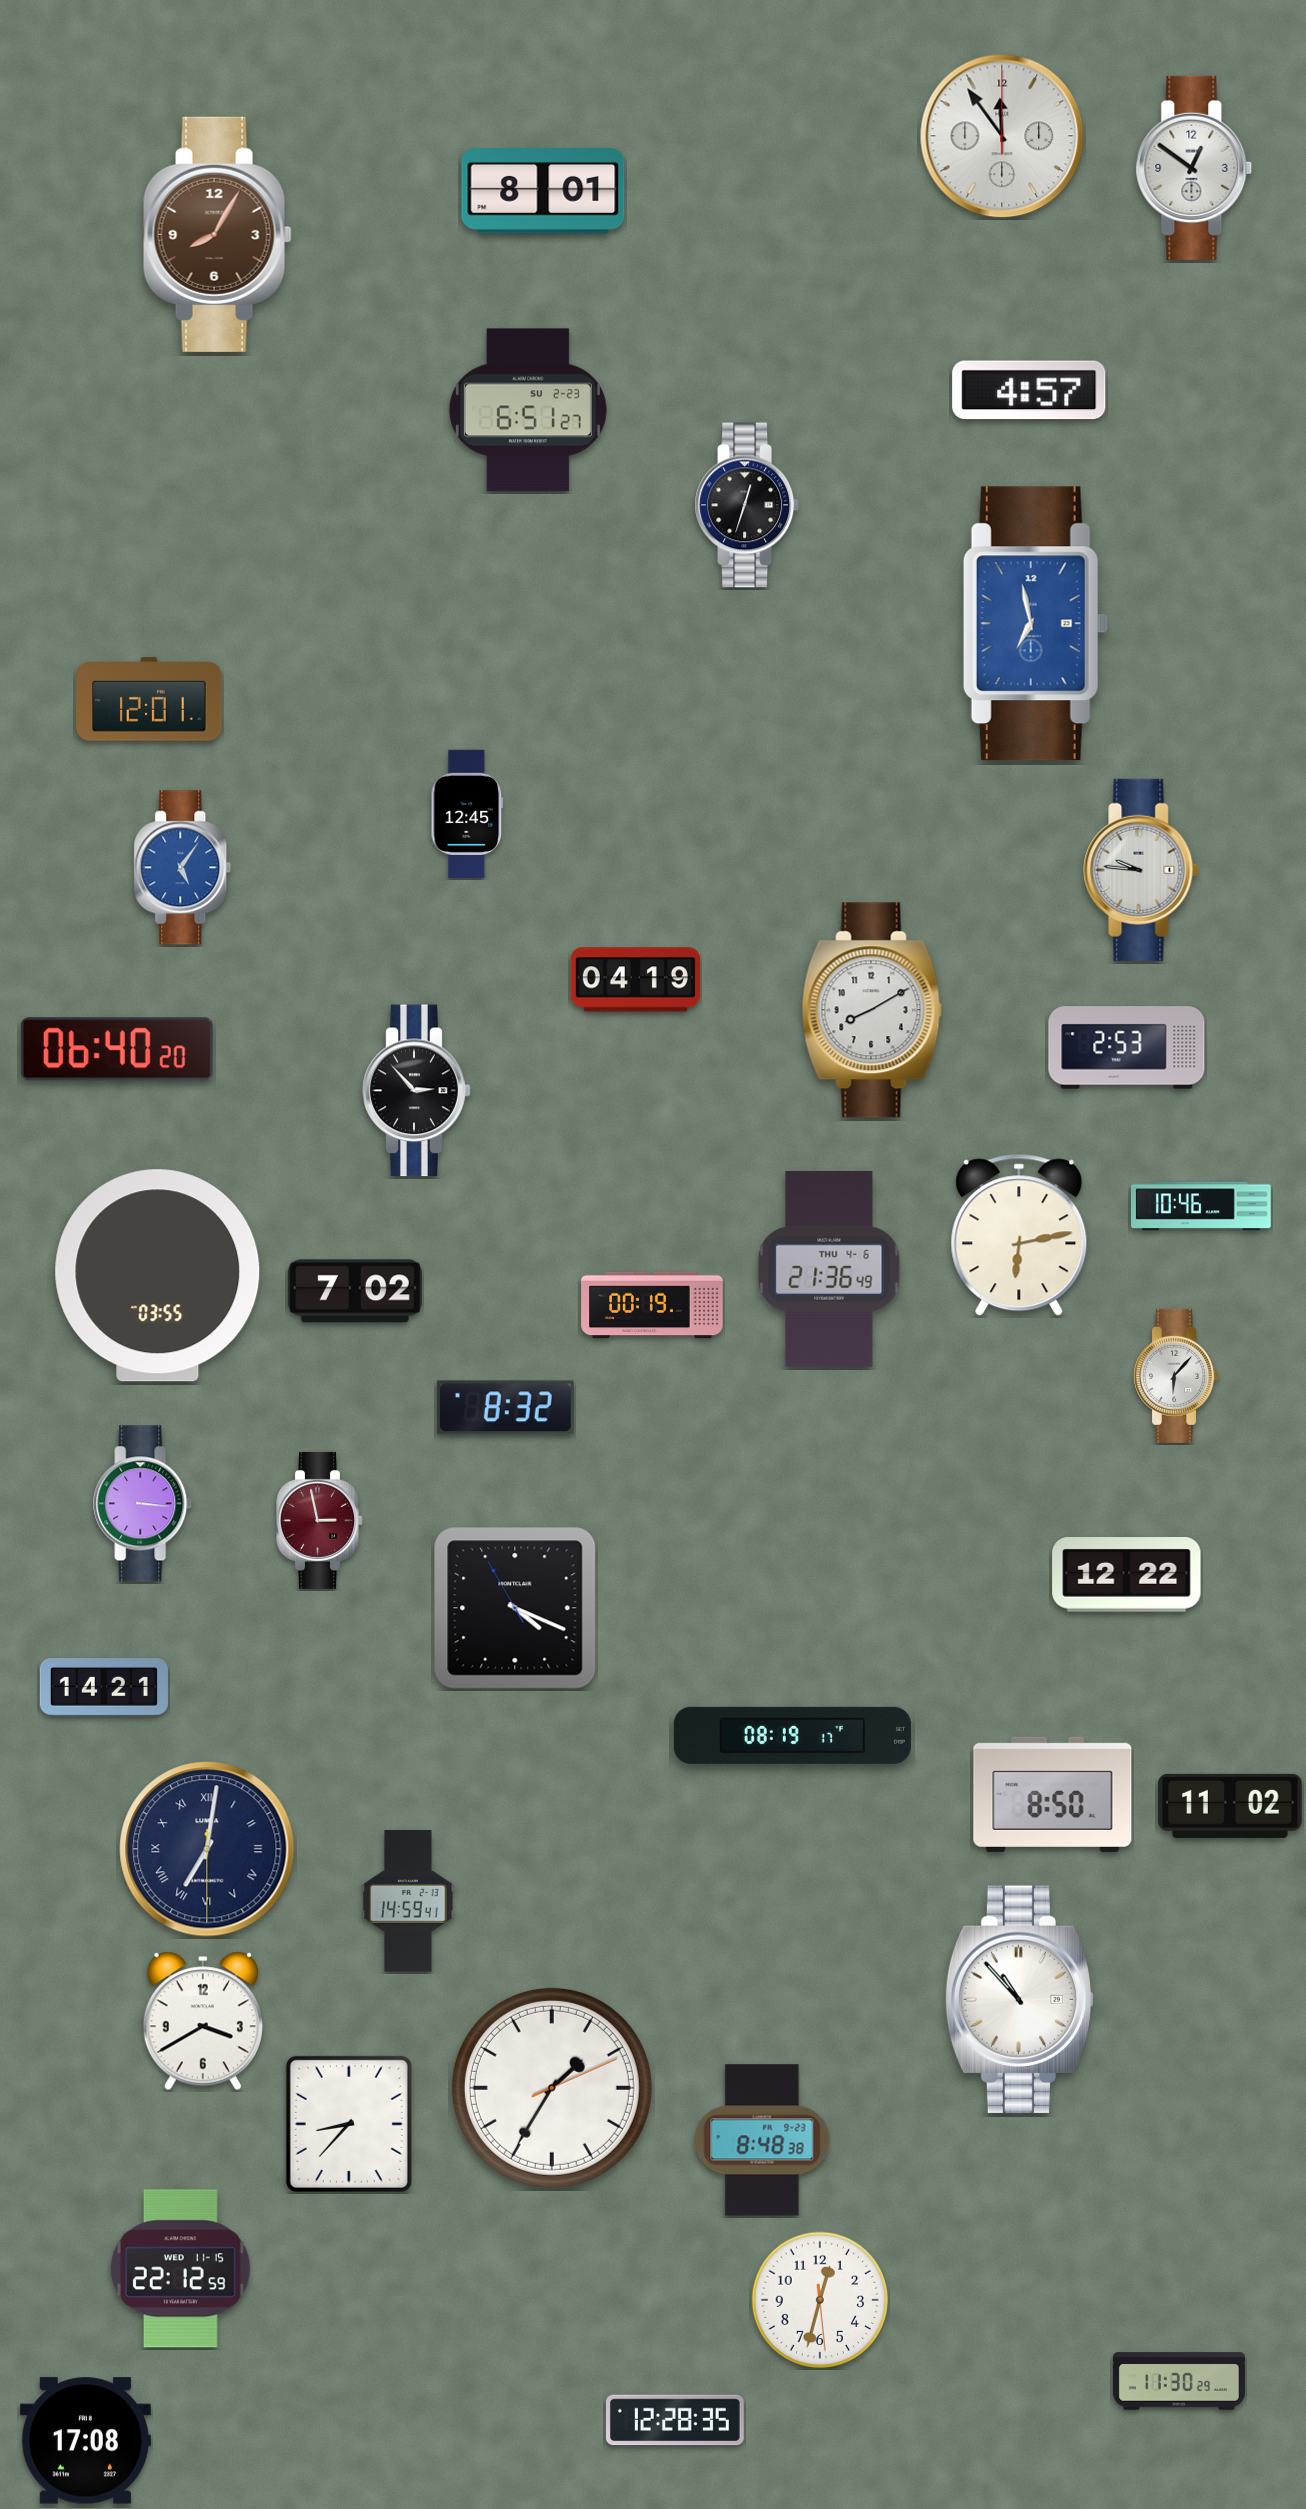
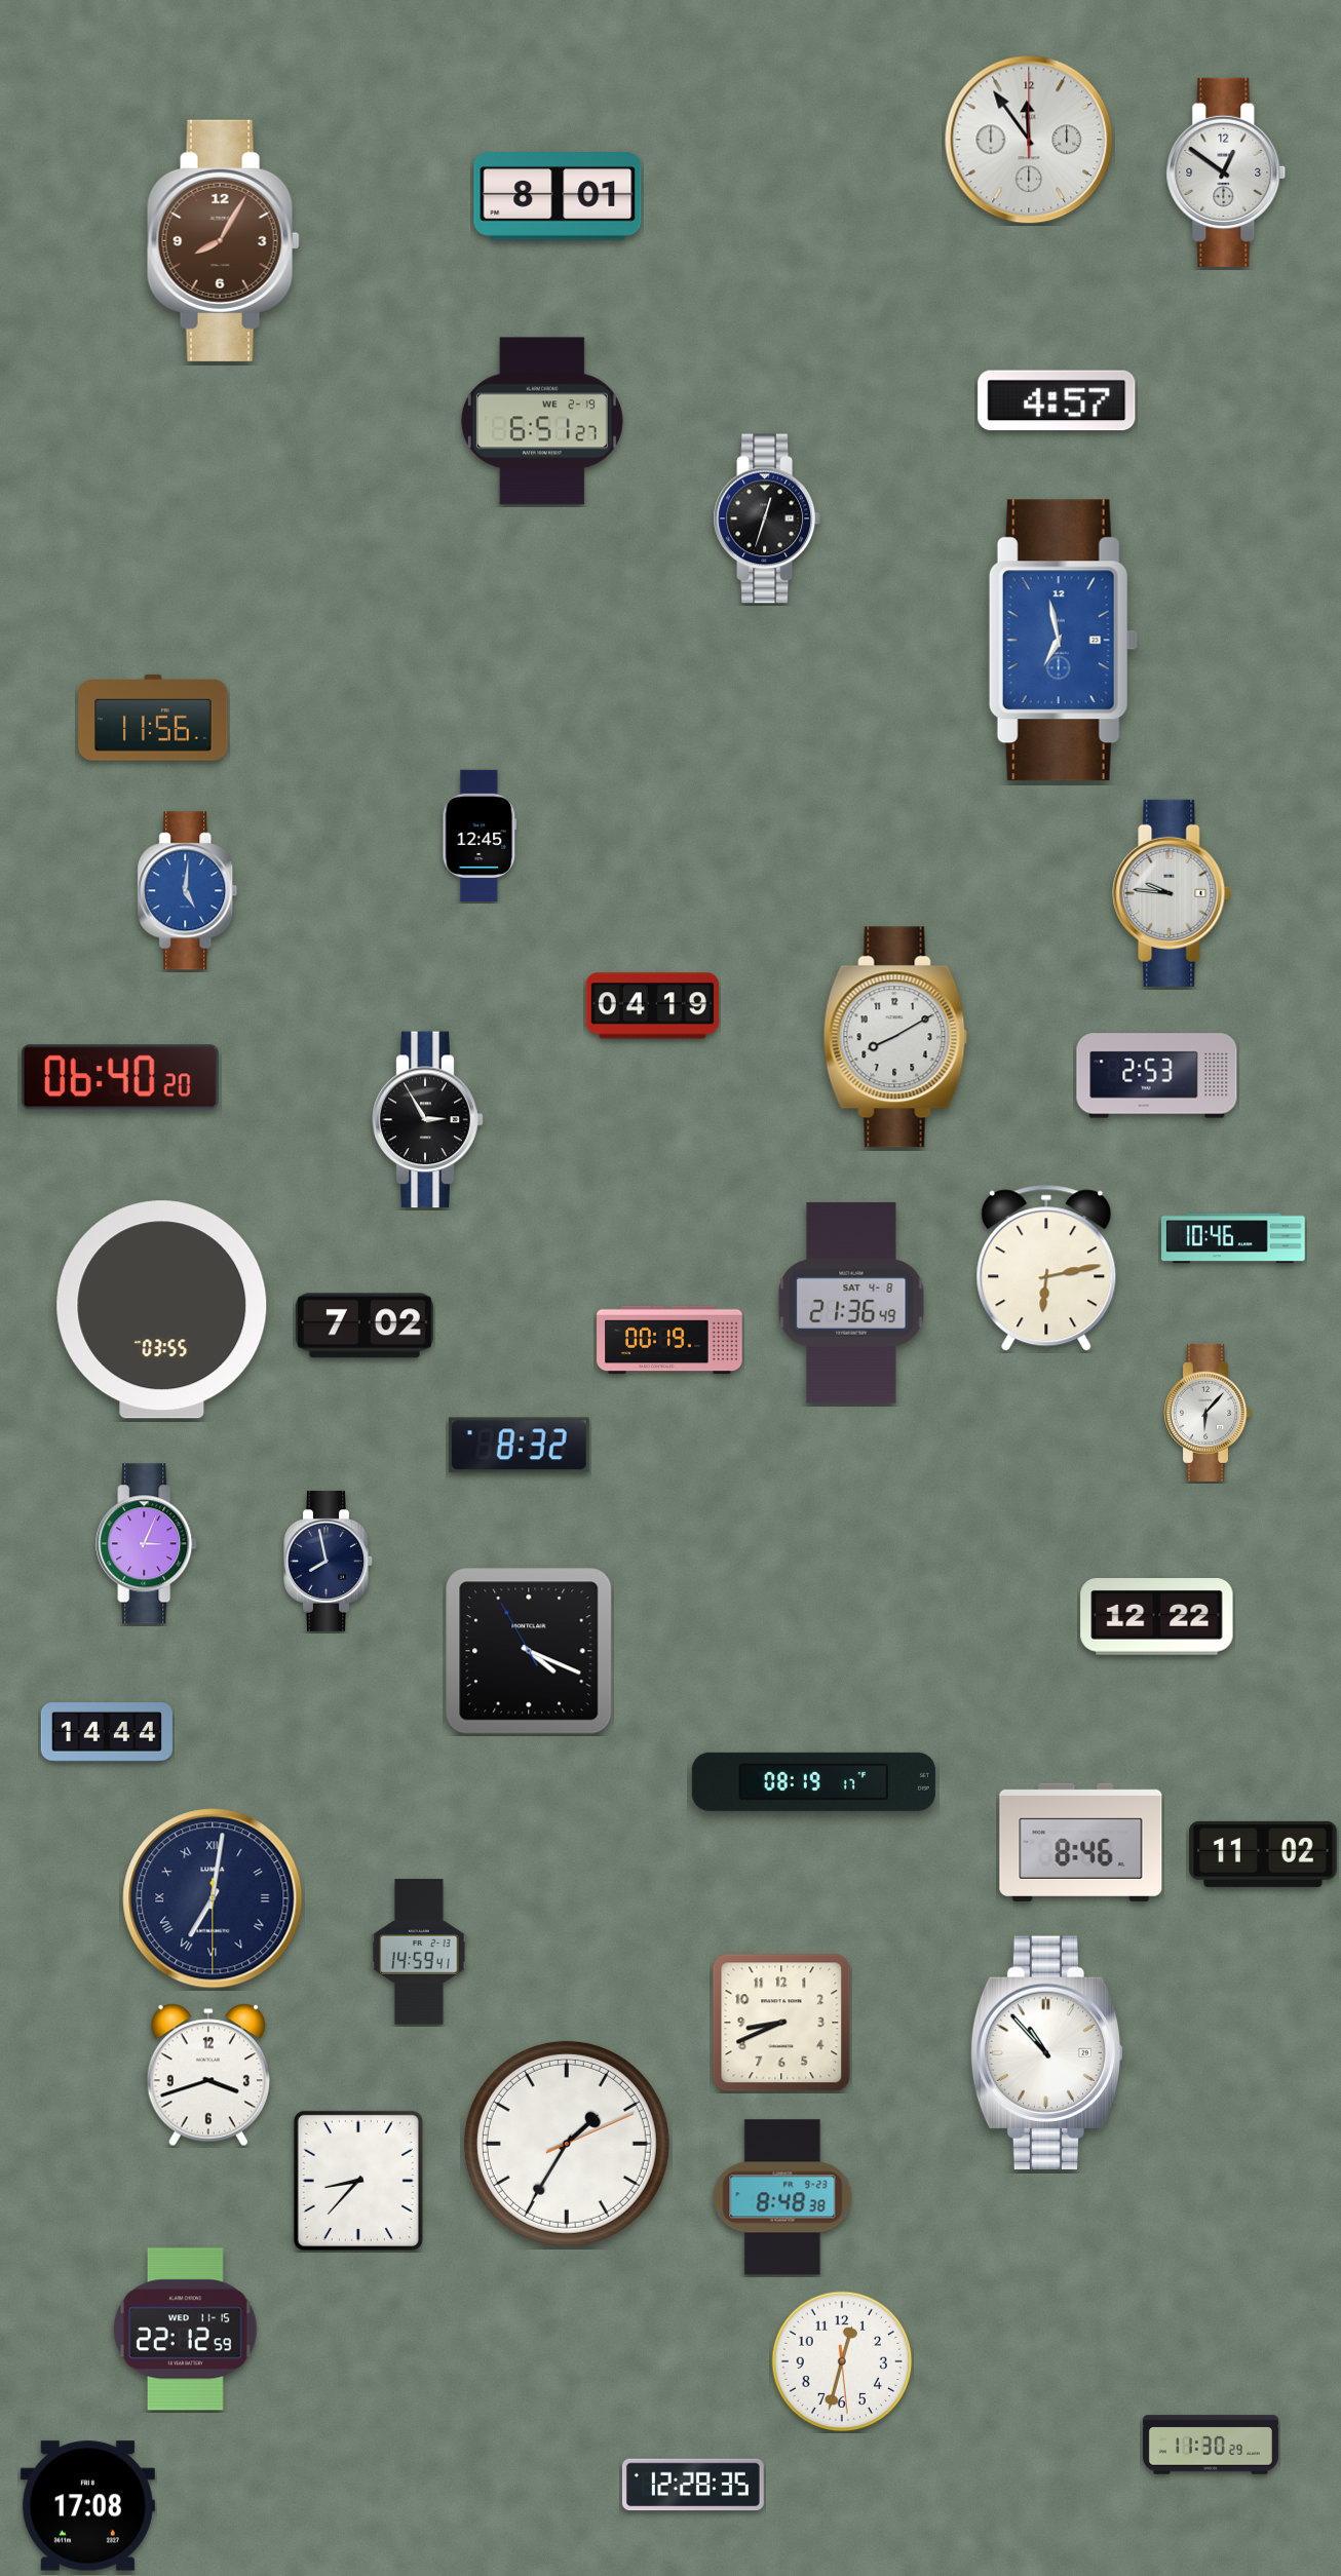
clock at (528, 410) date: SU 2-23 -> WE 2-19
clock at (149, 699): 12:01 -> 11:56
clock at (183, 868): 5:06 -> 5:01
clock at (417, 1091): 2:53 -> 2:55
clock at (829, 1269) date: THU 4-6 -> SAT 4-8
clock at (143, 1504): 3:16 -> 3:04
clock at (320, 1520): 2:58 -> 7:58
clock at (320, 1520) dial: burgundy -> navy
clock at (104, 1687): 14:21 -> 14:44
clock at (1053, 1794): 8:50 -> 8:46
clock at (781, 2023): none -> 8:41
clock at (203, 2021): 3:40 -> 3:42
